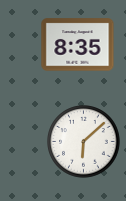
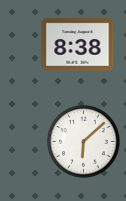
clock at (78, 45): 8:35 -> 8:38
